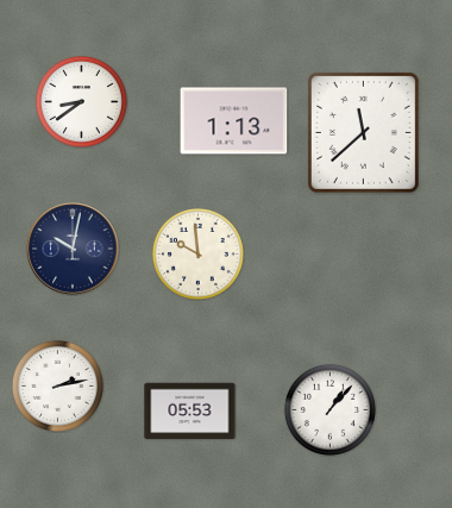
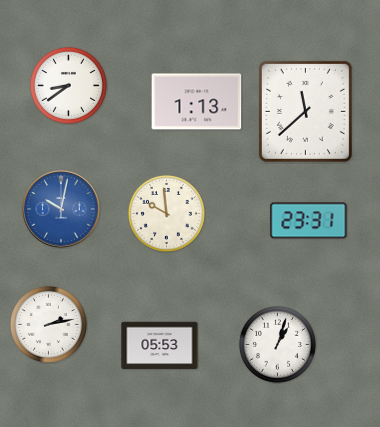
clock at (73, 249) dial: navy -> blue
clock at (309, 221): none -> 23:31
clock at (329, 409): 1:07 -> 1:03
